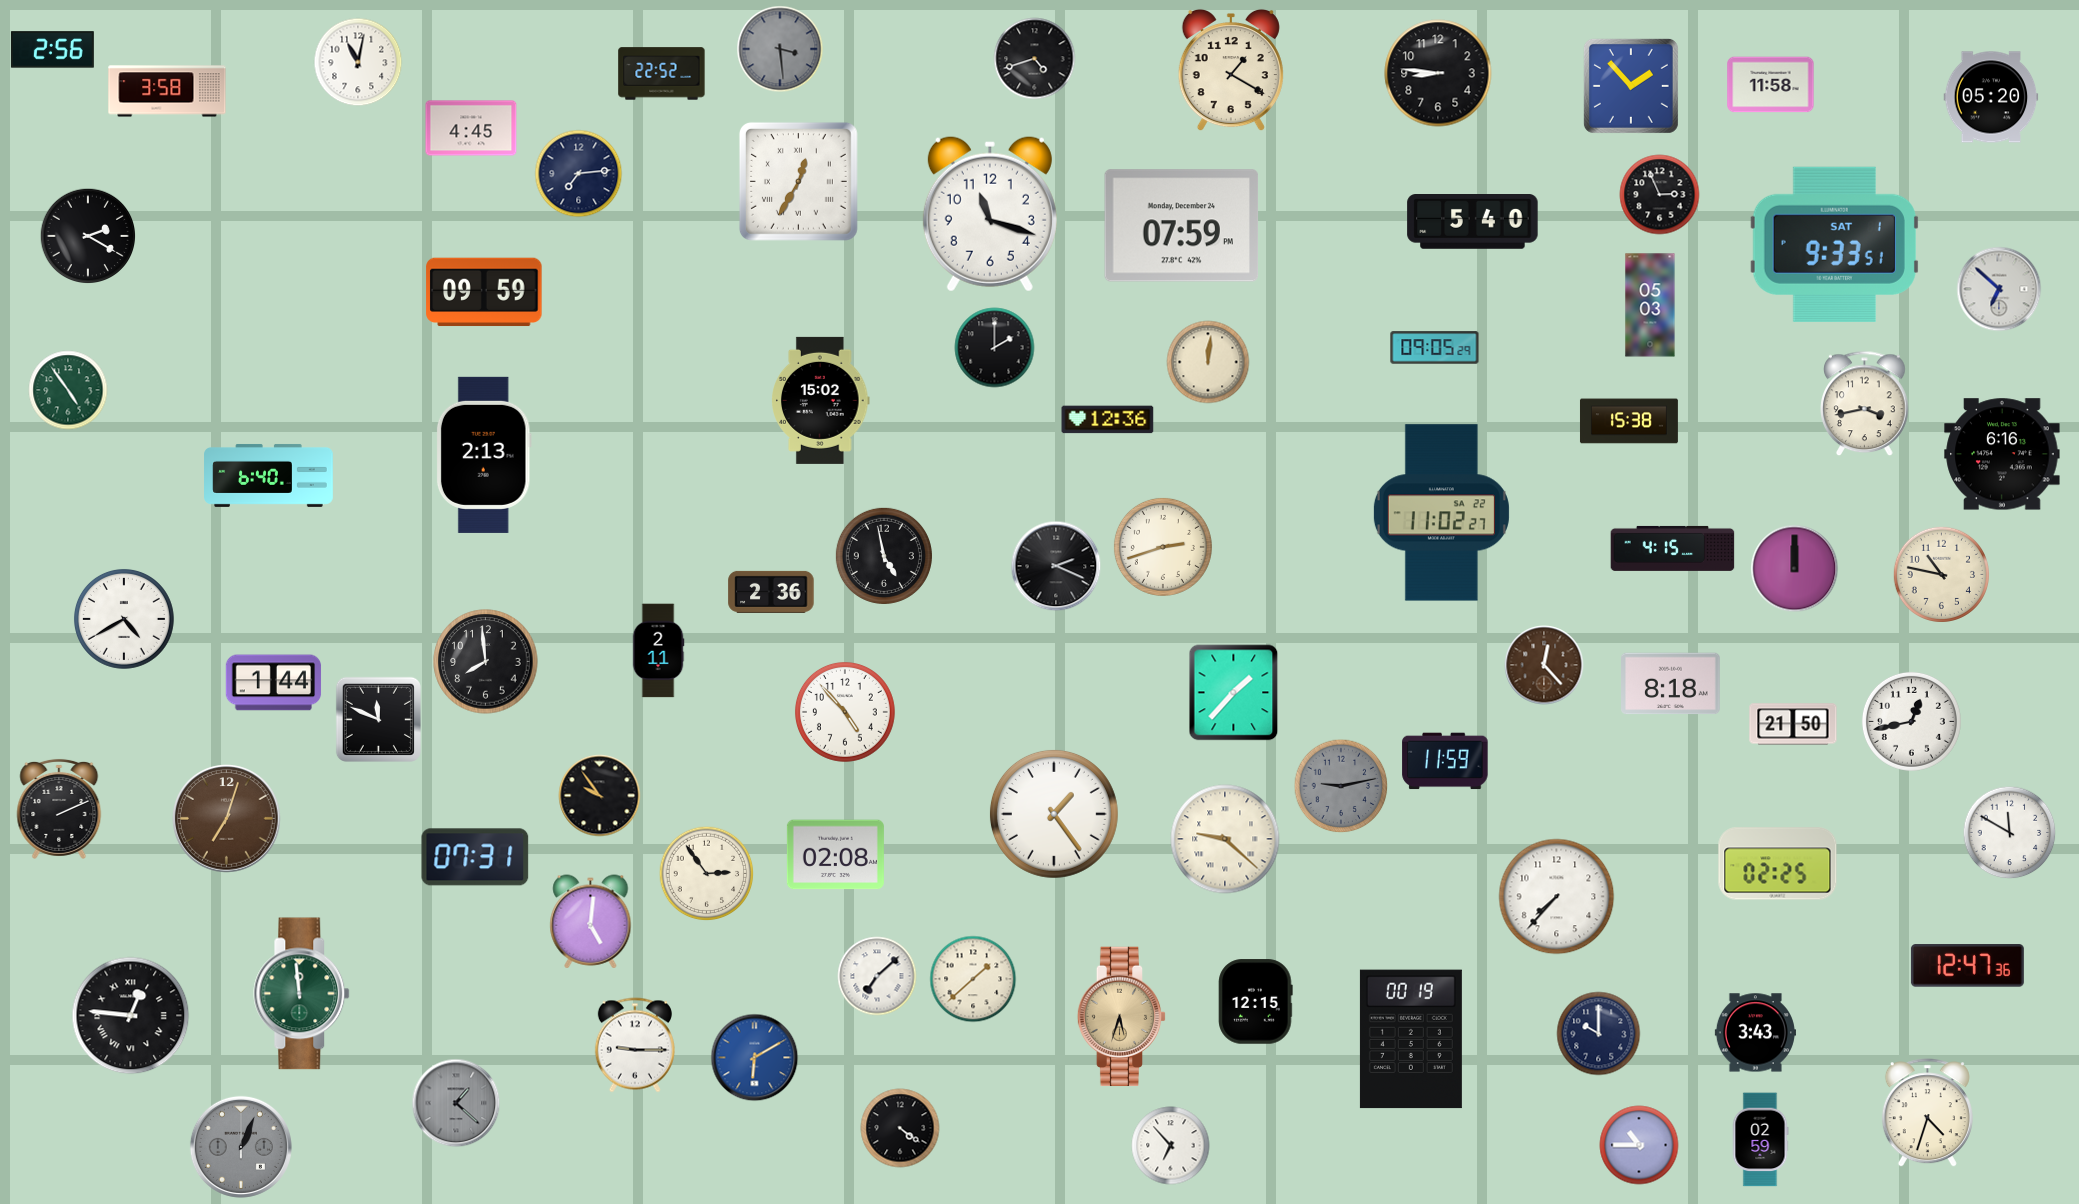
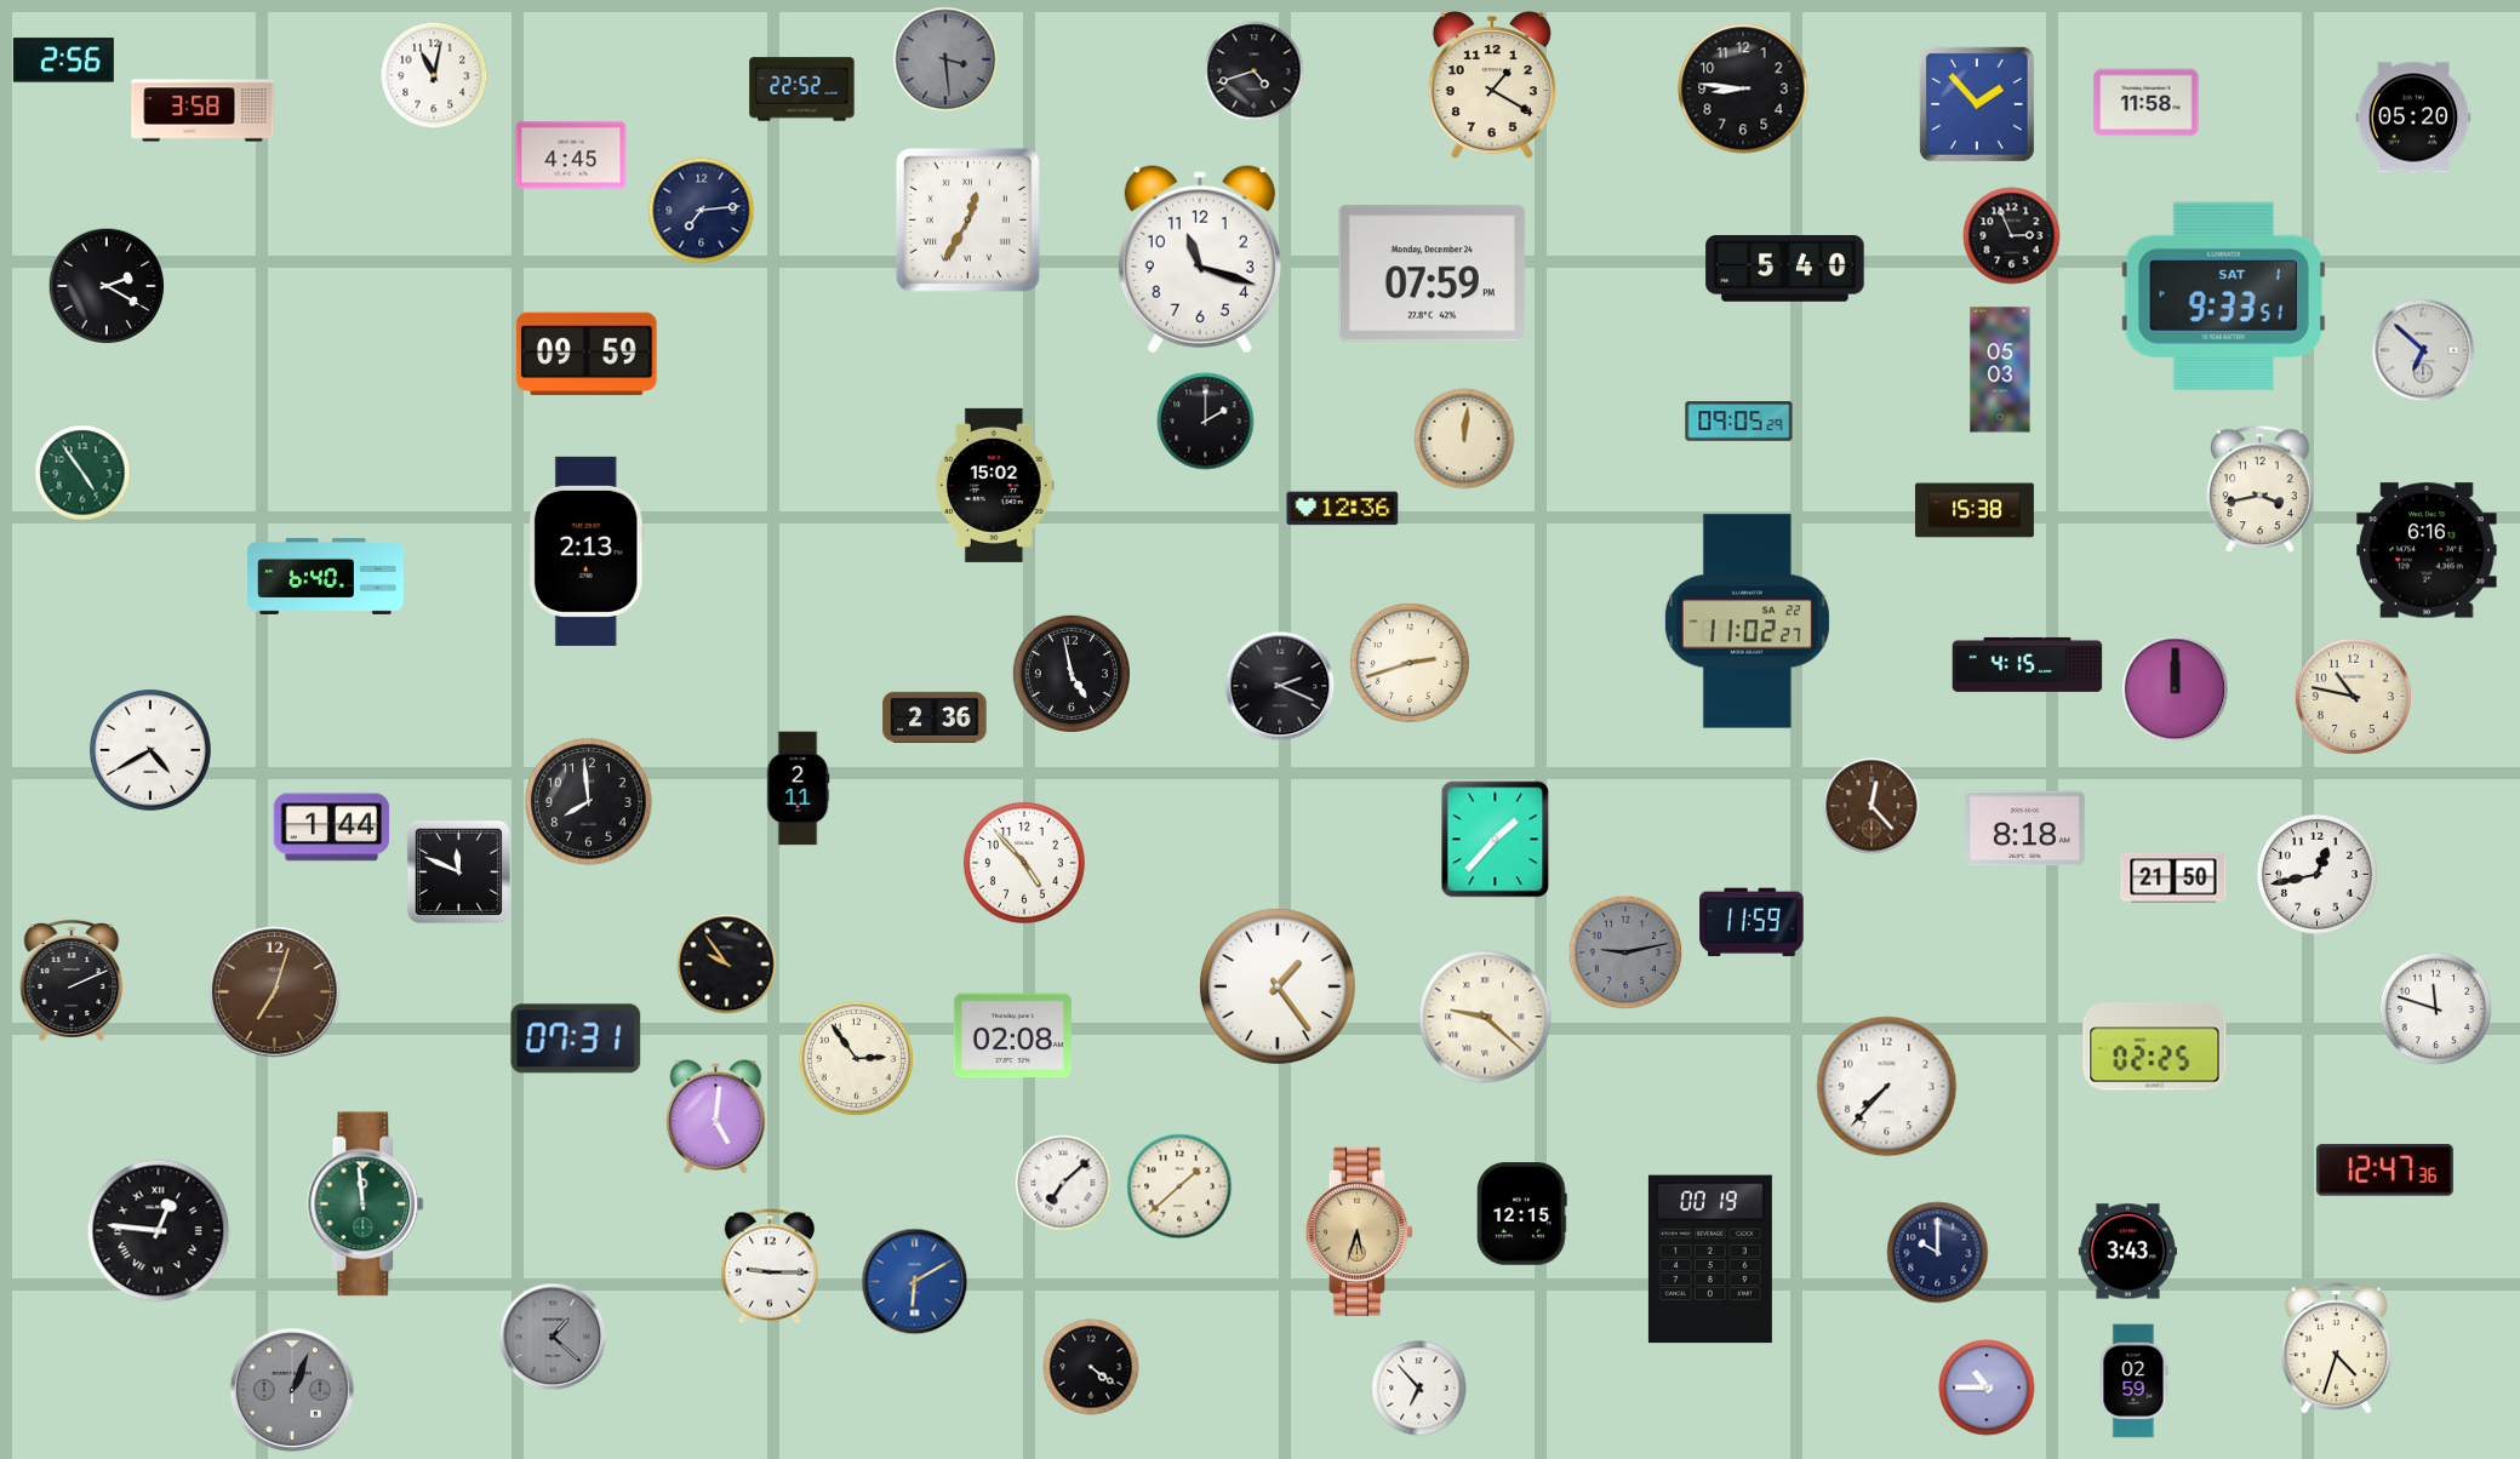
clock at (2010, 833): 11:50 -> 11:48
